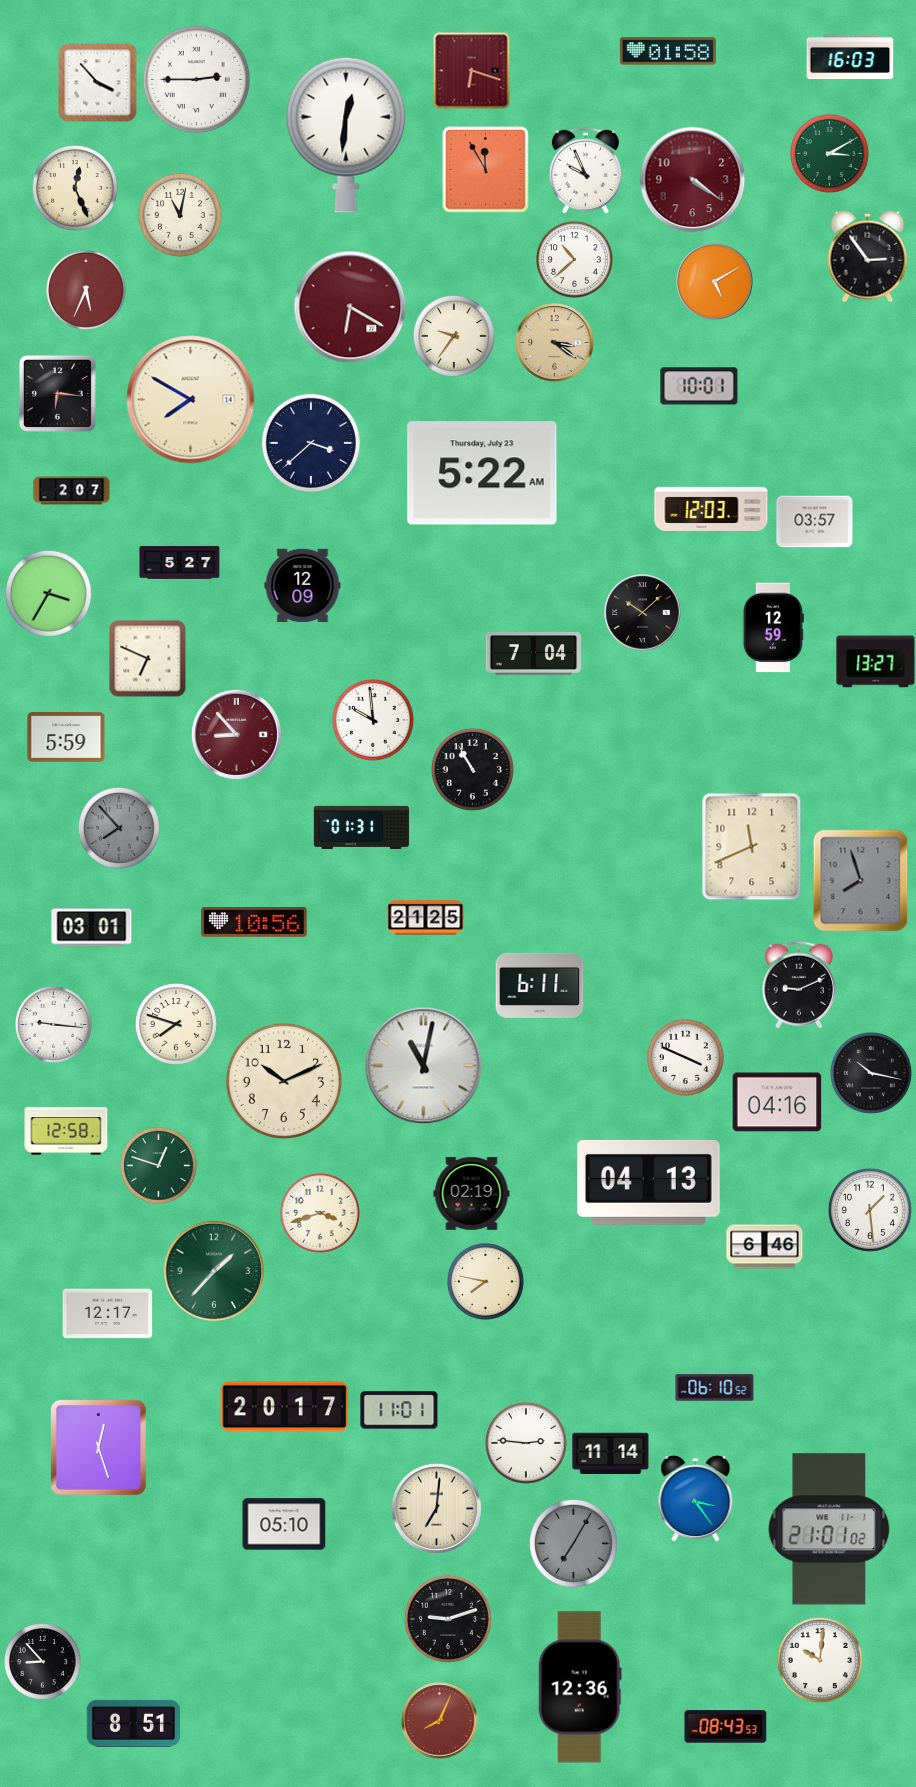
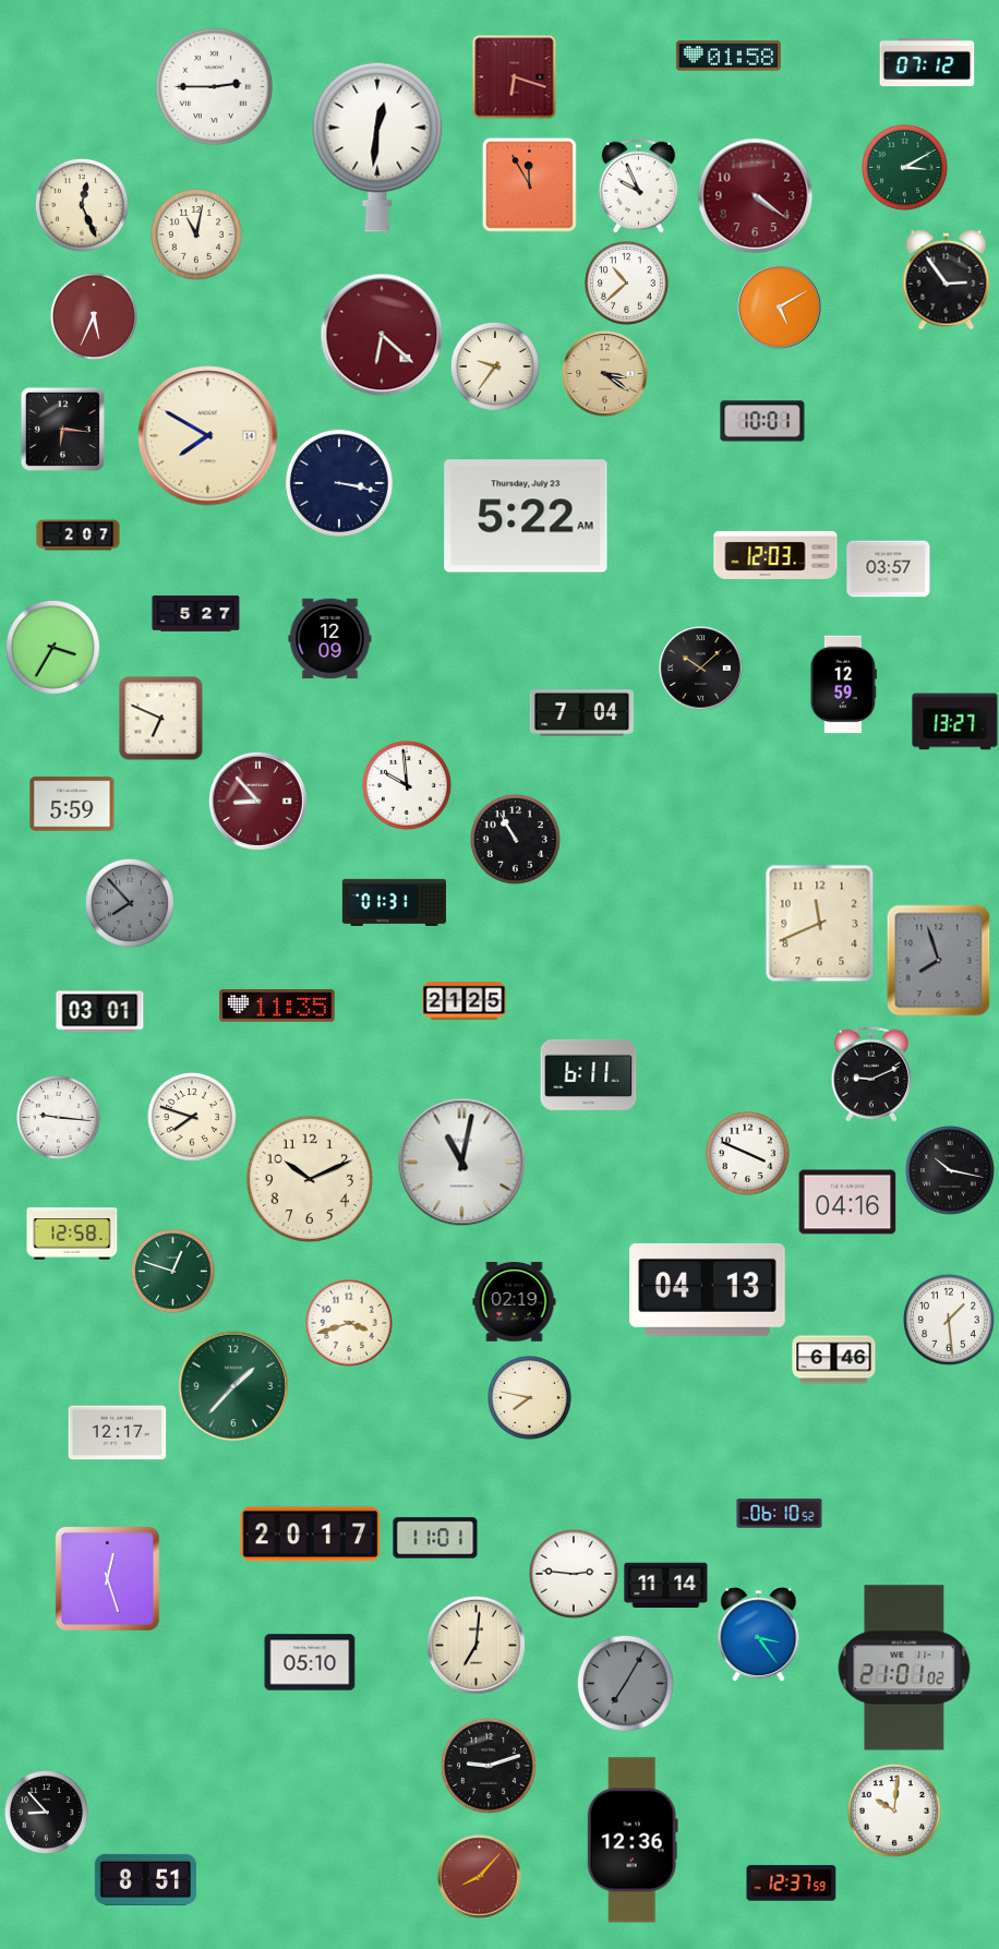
clock at (850, 57): 16:03 -> 07:12
clock at (98, 83): 3:53 -> none
clock at (350, 307): 6:20 -> 6:22
clock at (311, 443): 3:38 -> 3:17
clock at (254, 923): 10:56 -> 11:35
clock at (440, 1721): 8:04 -> 8:07
clock at (726, 1727): 08:43 -> 12:37
